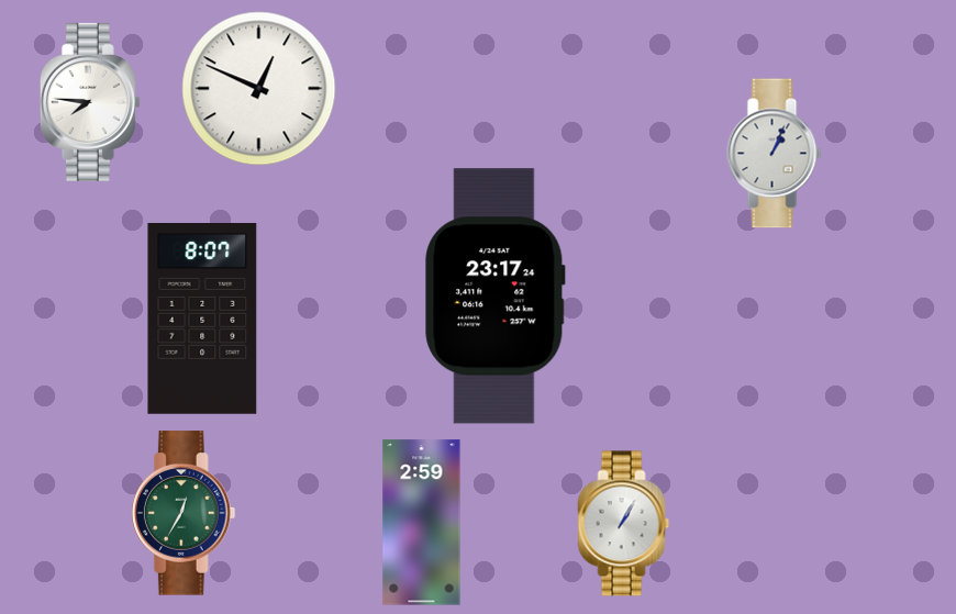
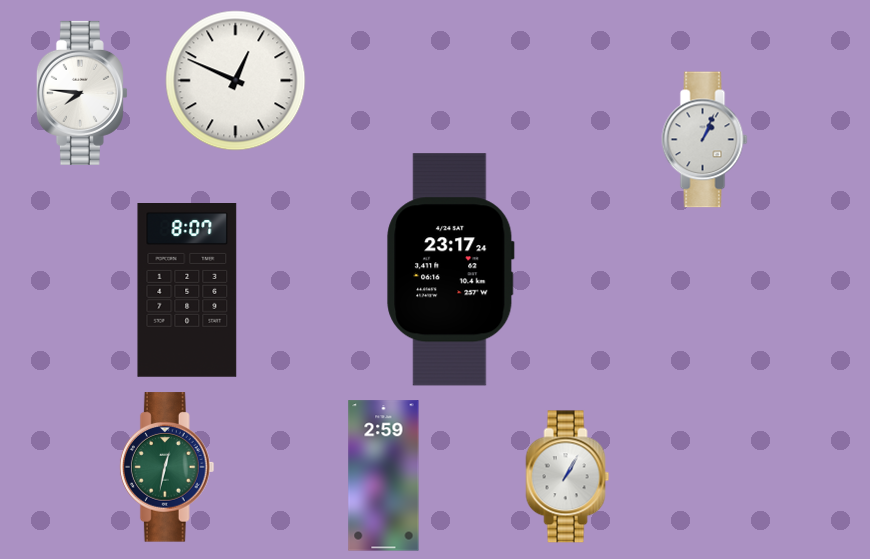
clock at (202, 320) position: (202, 320) -> (187, 291)
clock at (184, 513): 12:35 -> 12:32
